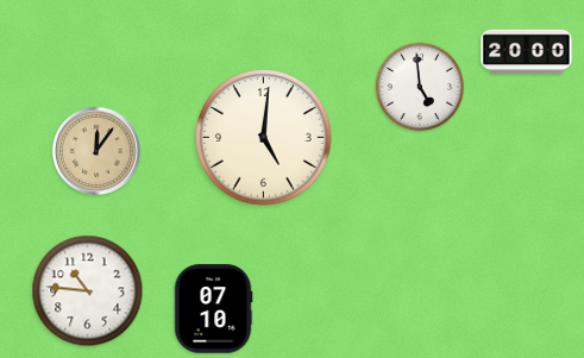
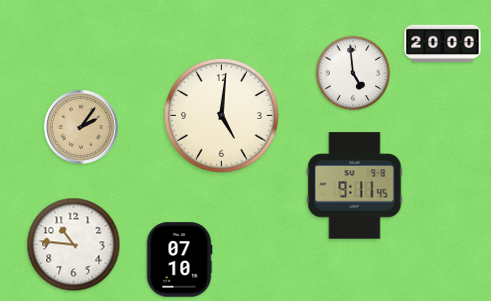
clock at (96, 151): 12:06 -> 2:06
clock at (355, 186): none -> 9:11
